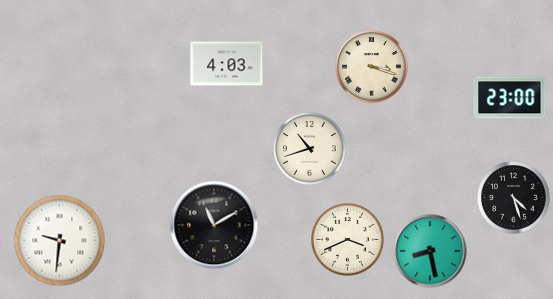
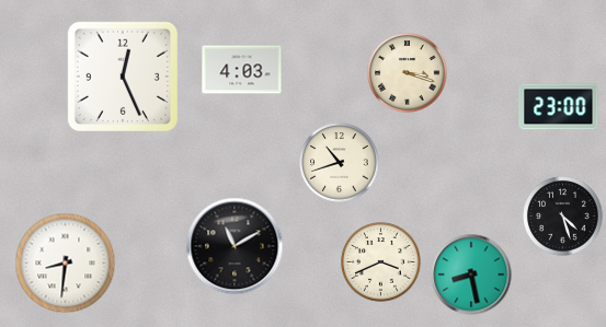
clock at (227, 64) position: (227, 64) -> (242, 70)
clock at (123, 77): none -> 12:26
clock at (60, 241): 9:31 -> 8:31
